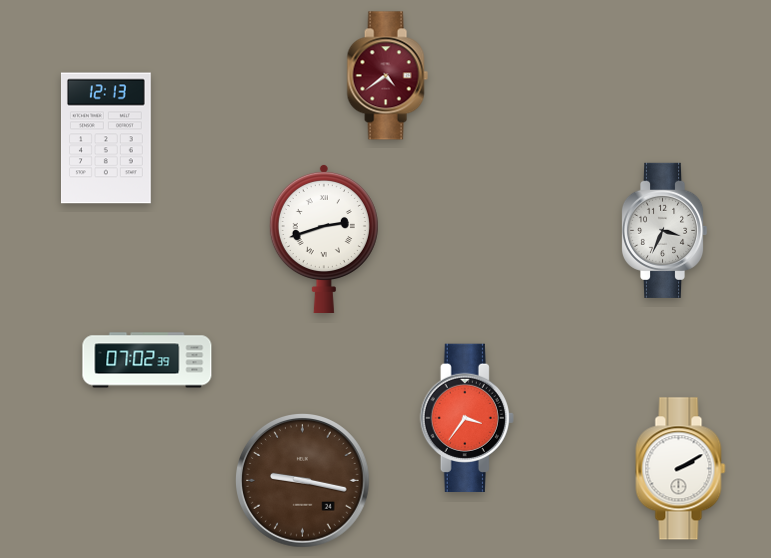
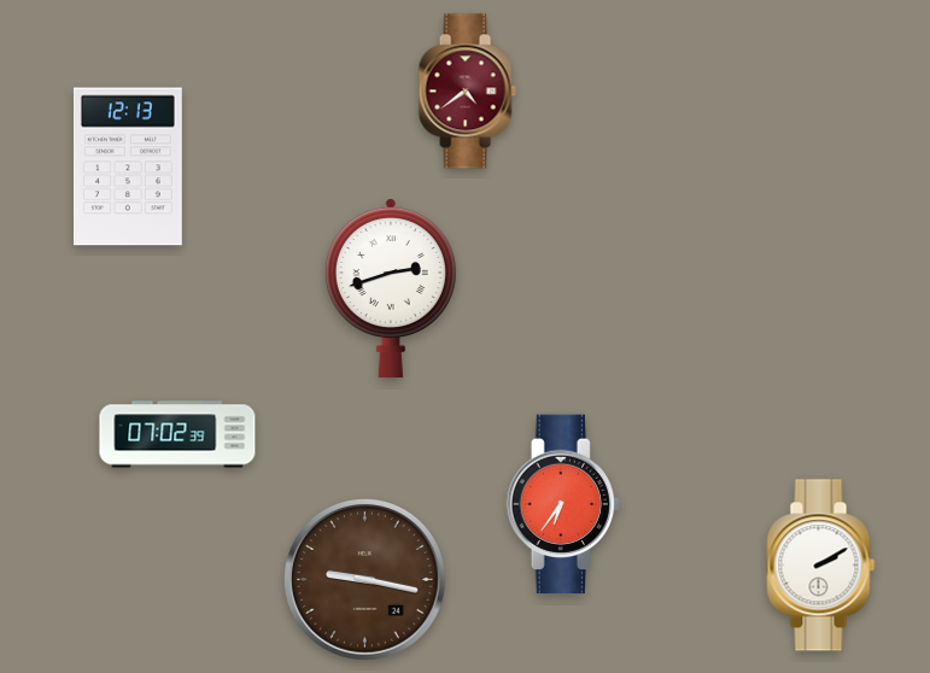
clock at (664, 230): 3:34 -> none
clock at (467, 417): 3:36 -> 6:36
